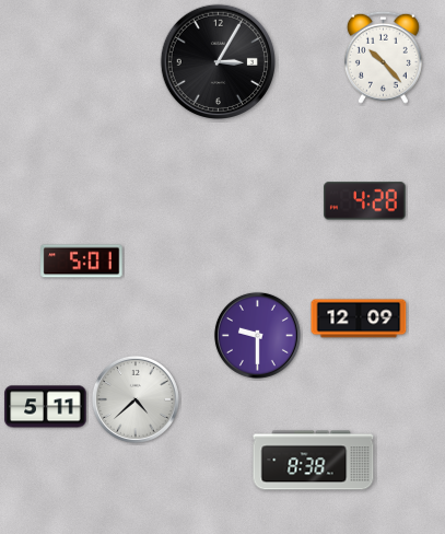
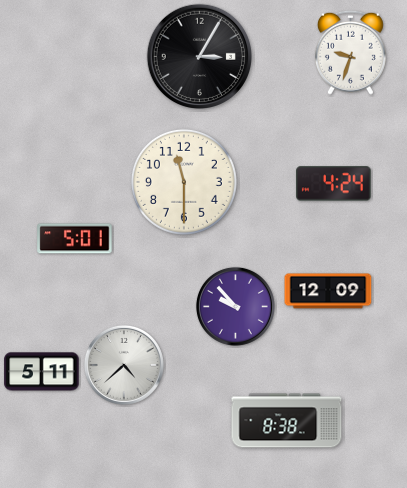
clock at (383, 57): 10:23 -> 9:33
clock at (184, 182): none -> 11:30
clock at (365, 201): 4:28 -> 4:24
clock at (257, 335): 9:30 -> 9:53
